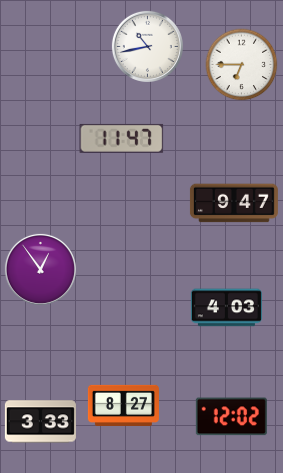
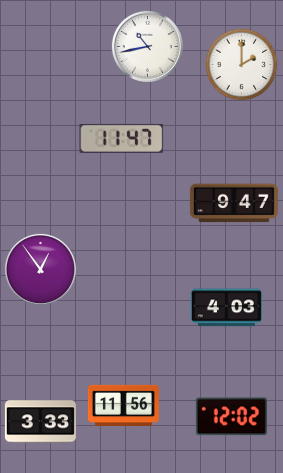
clock at (242, 65): 6:45 -> 2:00
clock at (123, 405): 8:27 -> 11:56
